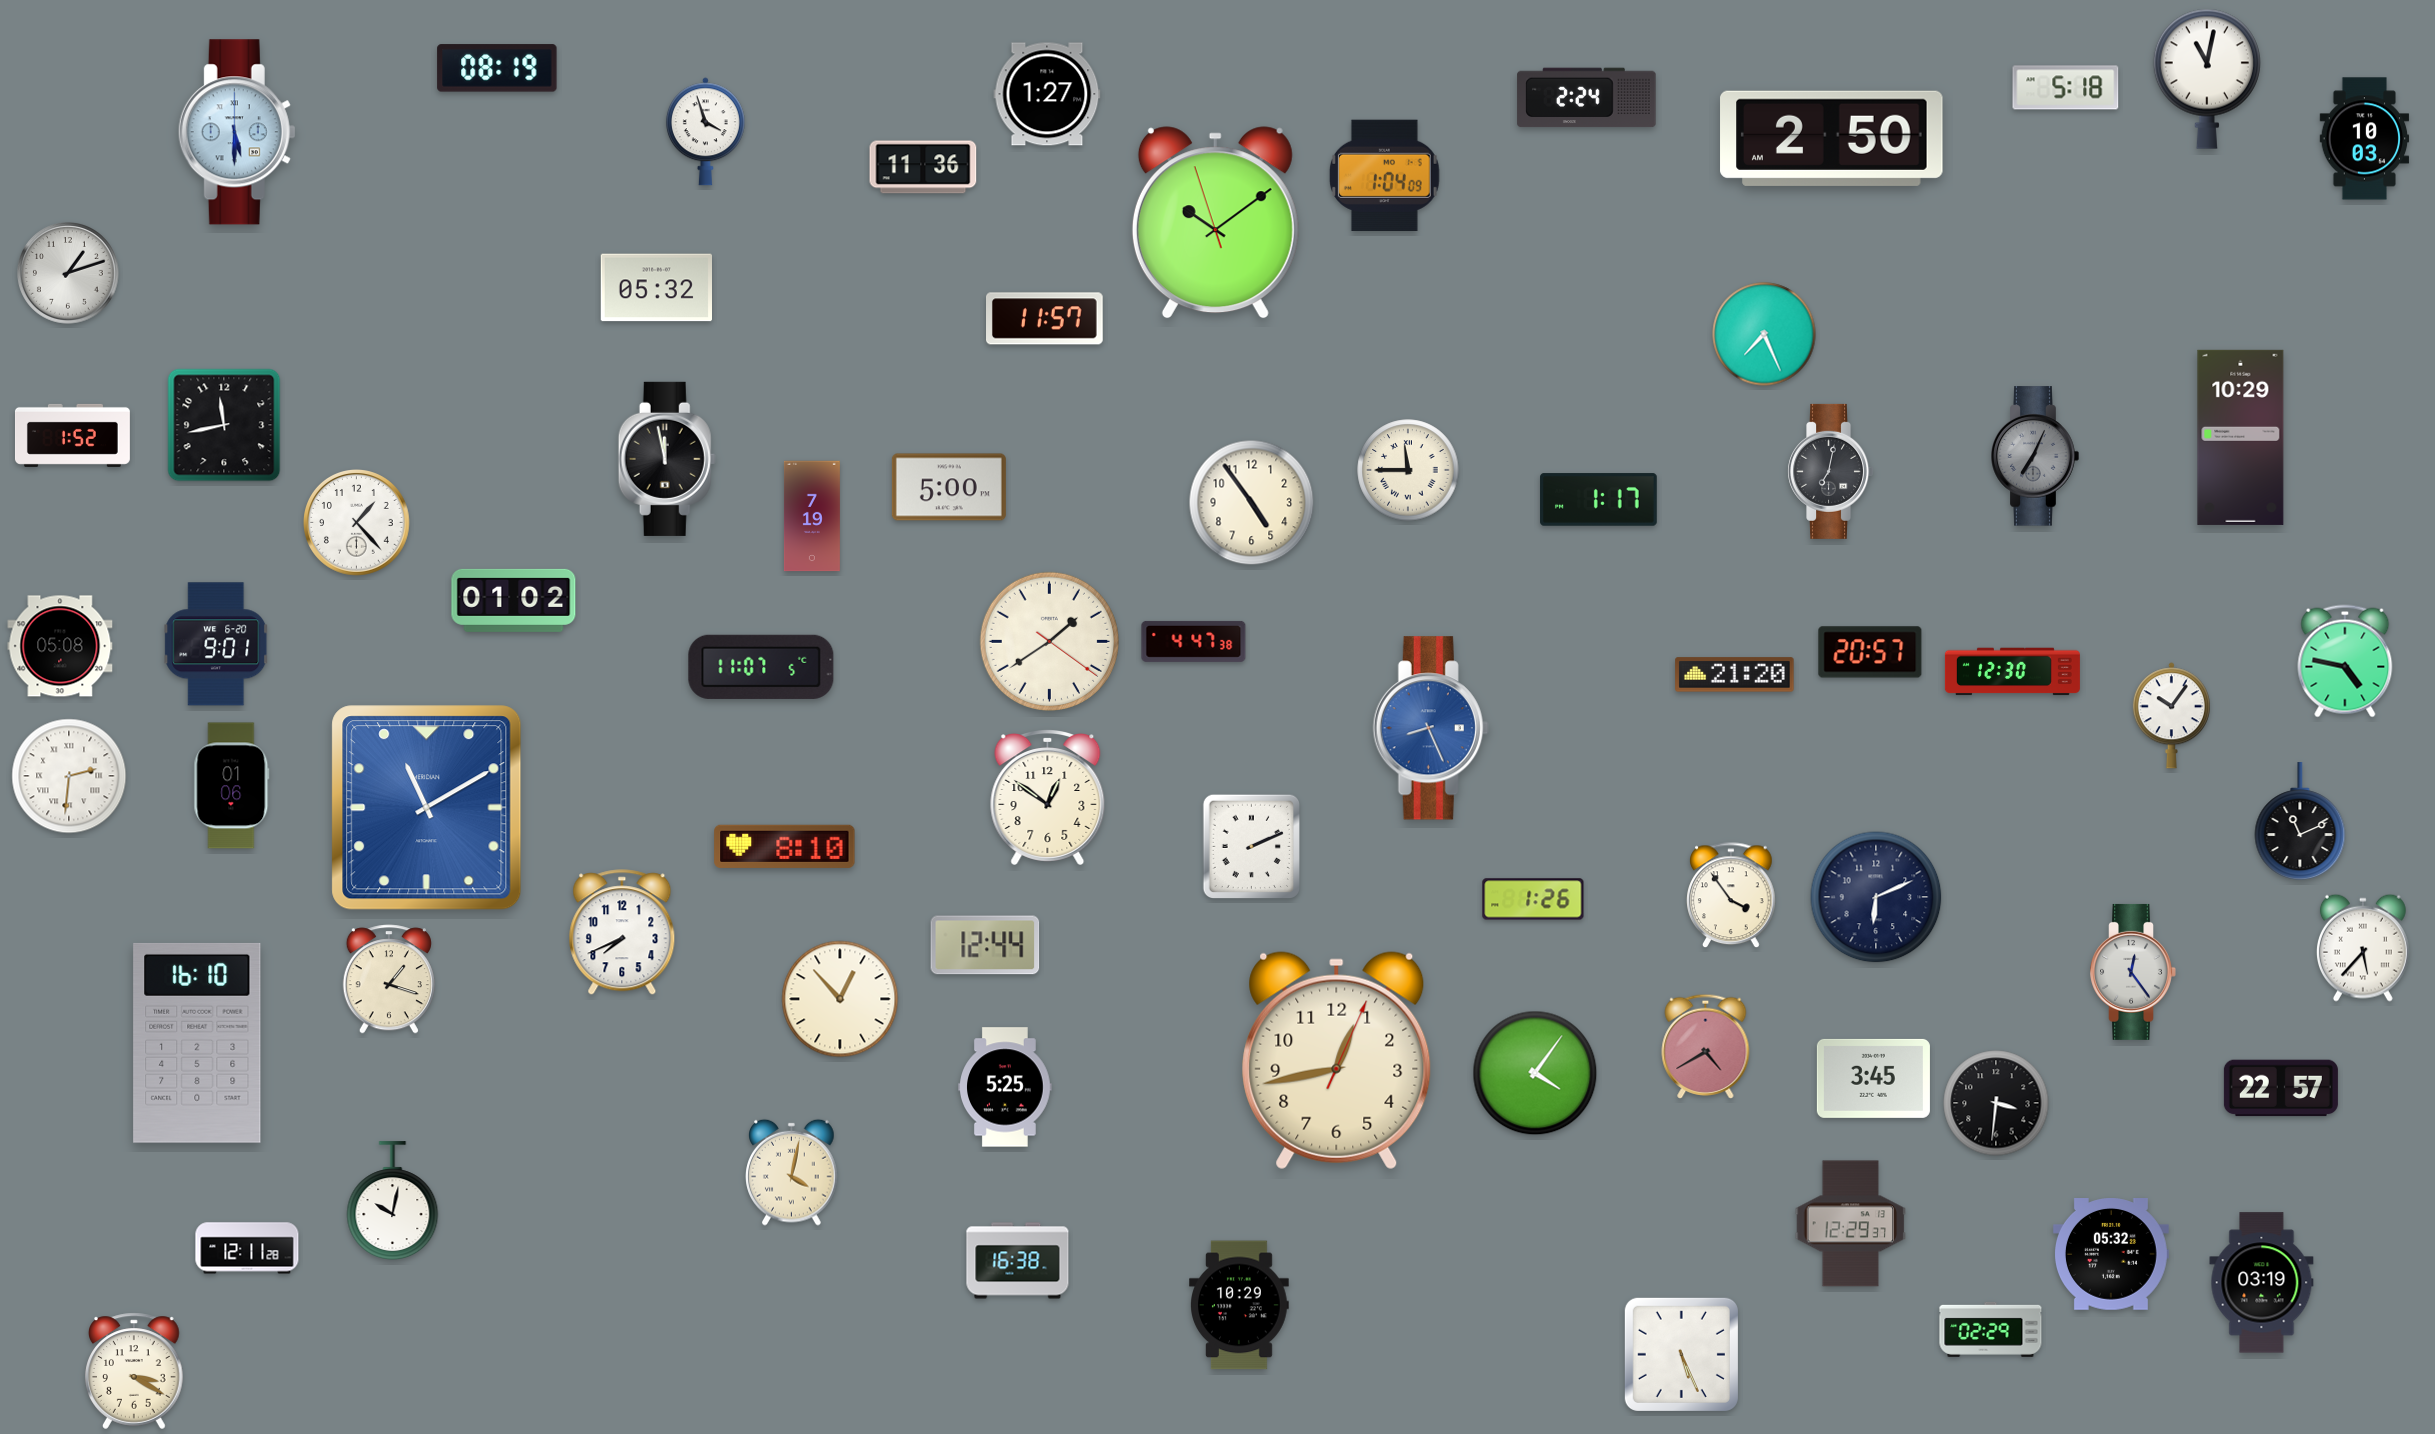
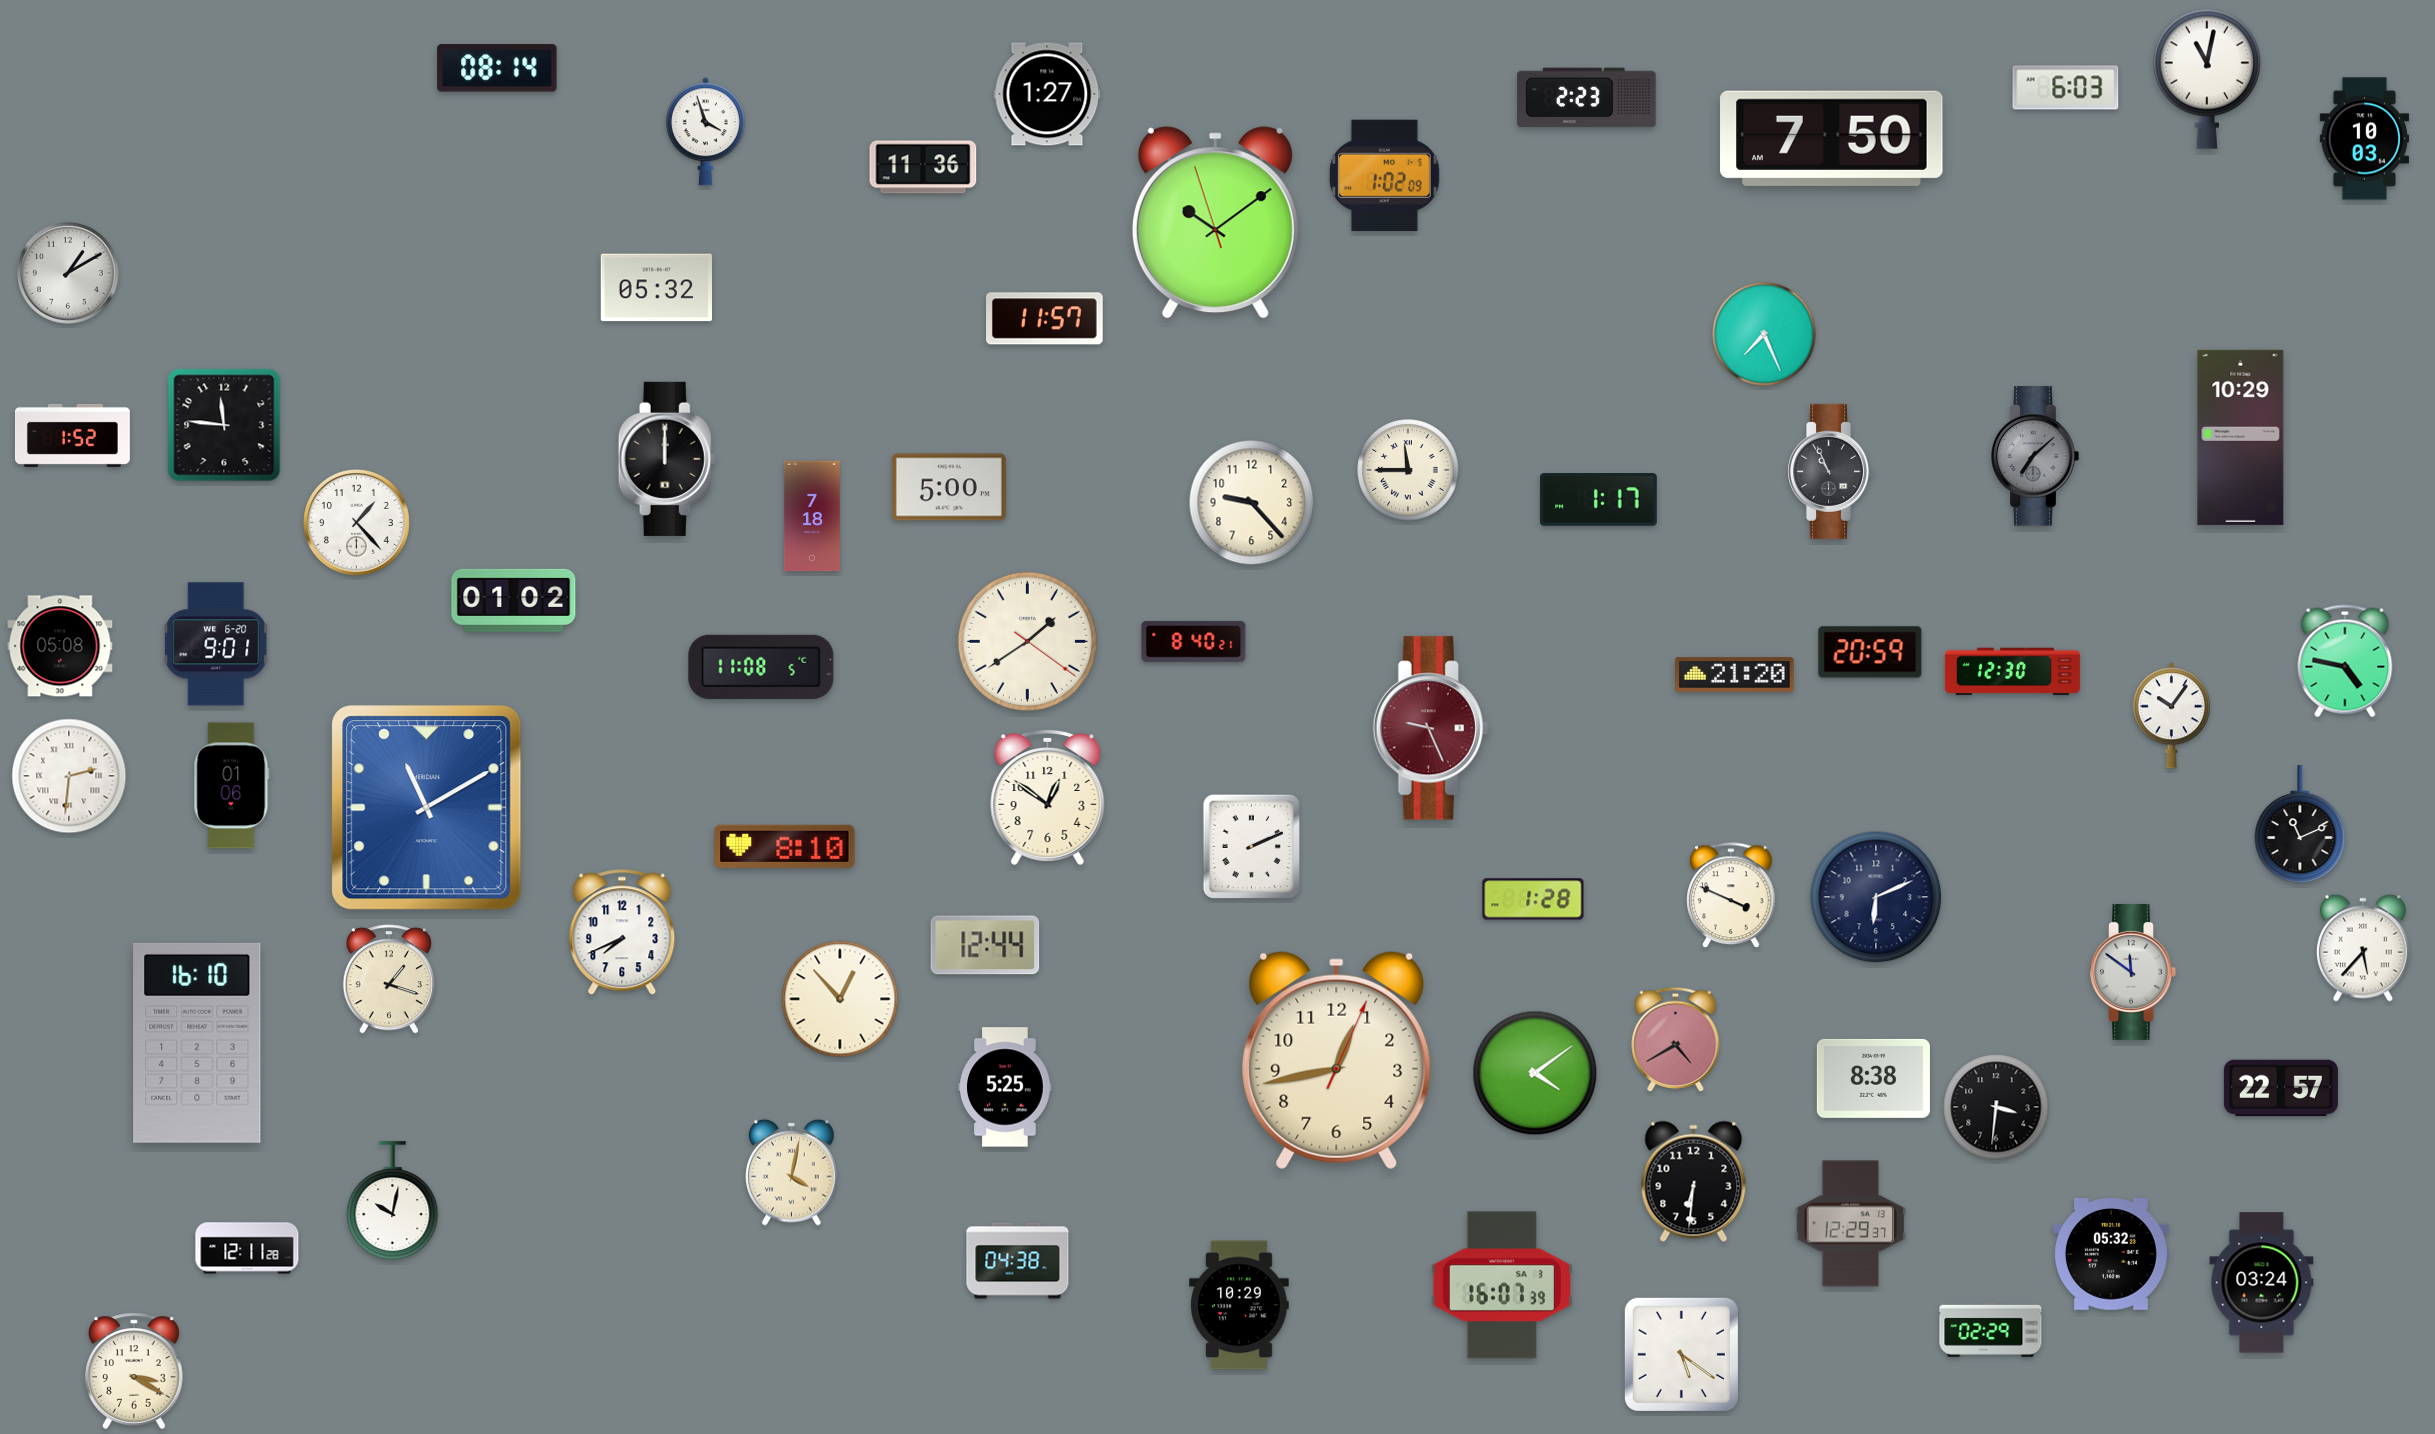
clock at (497, 68): 08:19 -> 08:14
clock at (2066, 88): 5:18 -> 6:03
clock at (1587, 98): 2:24 -> 2:23
clock at (237, 132): 5:30 -> none
clock at (1832, 138): 2:50 -> 7:50
clock at (1384, 175): 1:04 -> 1:02
clock at (69, 274): 1:12 -> 1:10
clock at (224, 425): 11:43 -> 11:46
clock at (2035, 456): 7:04 -> 7:08
clock at (667, 459): 11:58 -> 12:00
clock at (1830, 471): 7:02 -> 10:56
clock at (1252, 503): 4:54 -> 9:23
clock at (812, 516): 7:19 -> 7:18
clock at (1049, 641) position: (1049, 641) -> (1027, 641)
clock at (1194, 641): 4:47 -> 8:40
clock at (1870, 652): 20:57 -> 20:59
clock at (761, 667): 11:07 -> 11:08
clock at (1431, 728): 8:26 -> 9:26
clock at (1431, 728) dial: blue -> burgundy
clock at (2300, 822) position: (2300, 822) -> (2300, 825)
clock at (1732, 896): 3:54 -> 3:49
clock at (1533, 899): 1:26 -> 1:28
clock at (2133, 972): 12:24 -> 11:51
clock at (1706, 1046) position: (1706, 1046) -> (1676, 1039)
clock at (1535, 1073): 4:06 -> 4:09
clock at (1873, 1078): 3:45 -> 8:38
clock at (1996, 1103) position: (1996, 1103) -> (1996, 1107)
clock at (1694, 1182): none -> 6:31
clock at (1018, 1261): 16:38 -> 04:38
clock at (2262, 1283): 03:19 -> 03:24
clock at (1502, 1285): none -> 16:07
clock at (1681, 1354): 5:26 -> 5:21
